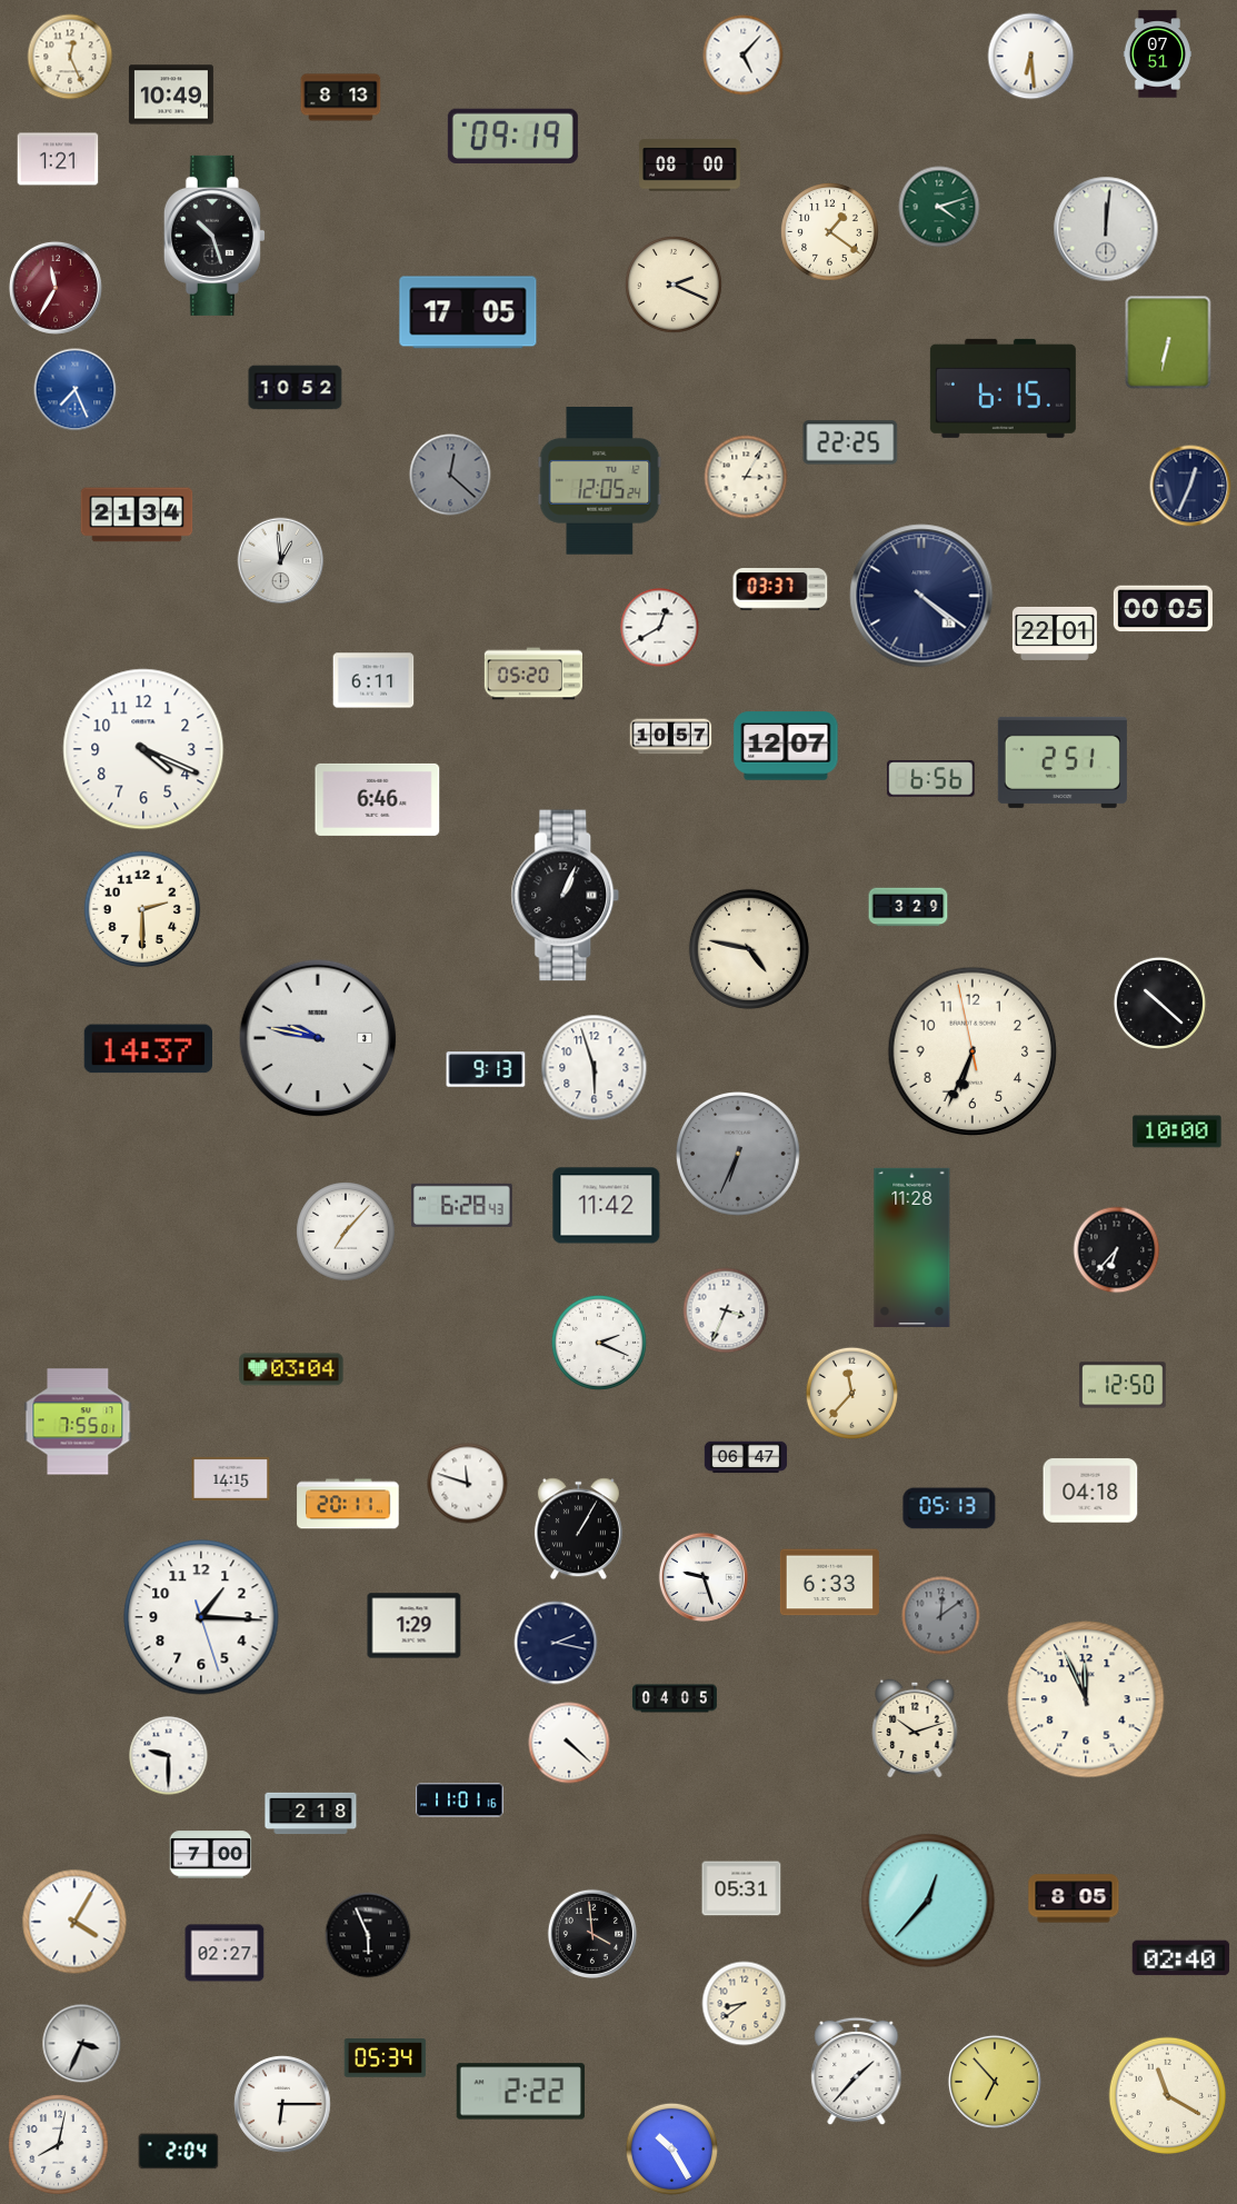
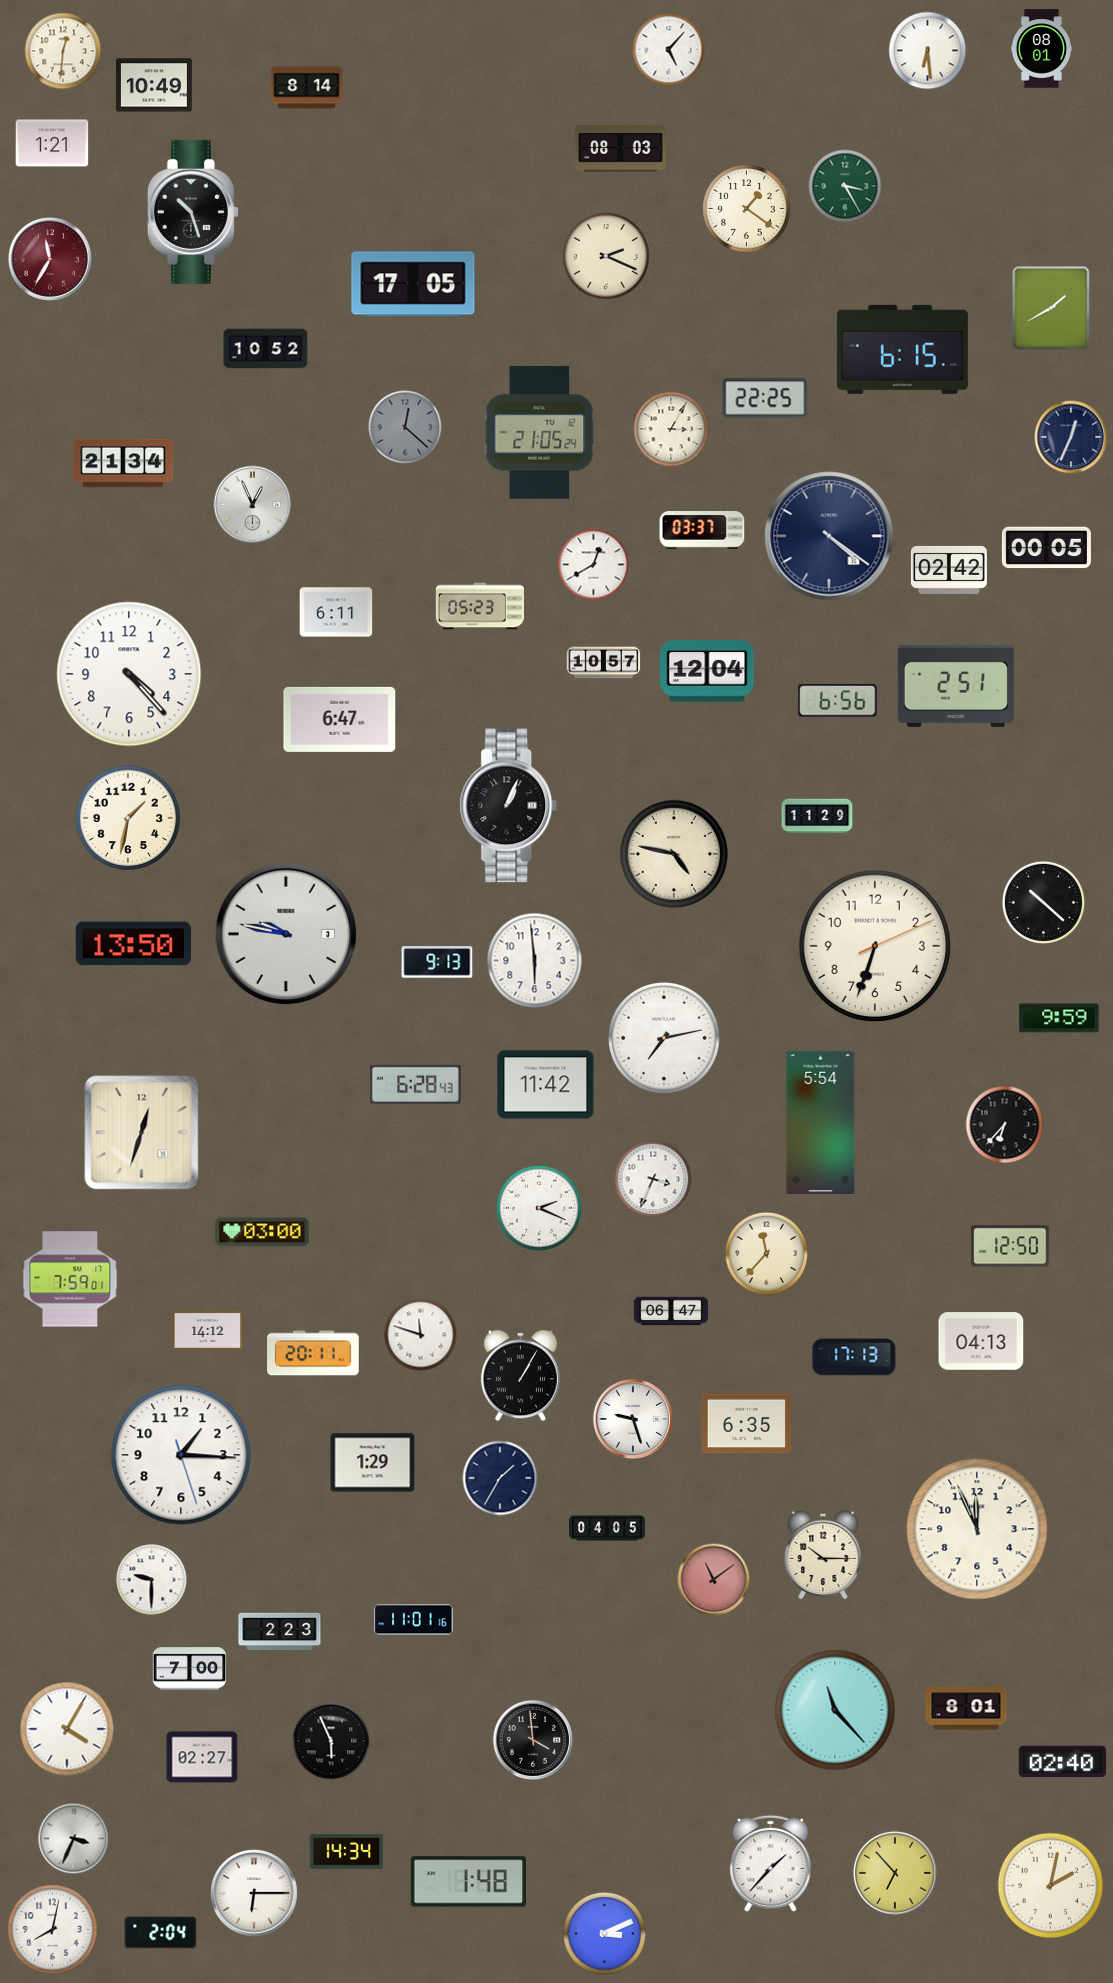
clock at (1157, 54): 07:51 -> 08:01
clock at (70, 57): 12:26 -> 12:31
clock at (341, 98): 8:13 -> 8:14
clock at (512, 136): 09:19 -> none
clock at (690, 166): 08:00 -> 08:03
clock at (939, 207): 4:12 -> 3:25
clock at (1106, 229): 12:01 -> none
clock at (468, 312) position: (468, 312) -> (413, 284)
clock at (1168, 342): 6:32 -> 1:40
clock at (76, 390): 7:26 -> none
clock at (600, 481): 12:05 -> 21:05
clock at (281, 561): 12:59 -> 12:56
clock at (1055, 634): 22:01 -> 02:42
clock at (532, 674): 05:20 -> 05:23
clock at (786, 746): 12:07 -> 12:04
clock at (143, 749): 4:19 -> 4:23
clock at (378, 799): 6:46 -> 6:47
clock at (908, 907): 3:29 -> 11:29
clock at (142, 909): 2:30 -> 1:32
clock at (148, 1049): 14:37 -> 13:50
clock at (972, 1051): 6:33:58 -> 6:33:11
clock at (595, 1068): 5:57 -> 5:59
clock at (1177, 1131): 10:00 -> 9:59
clock at (739, 1155): 6:34 -> 7:13
clock at (739, 1155) dial: grey -> white
clock at (346, 1231): 7:07 -> none
clock at (912, 1247): 11:28 -> 5:54
clock at (142, 1133): none -> 12:33
clock at (291, 1369): 03:04 -> 03:00
clock at (78, 1422): 7:55 -> 7:59
clock at (231, 1478): 14:15 -> 14:12
clock at (1090, 1490): 04:18 -> 04:13
clock at (949, 1508): 05:13 -> 17:13
clock at (829, 1583): 6:33 -> 6:35
clock at (941, 1616): 12:09 -> none
clock at (556, 1643): 2:17 -> 1:35
clock at (915, 1728): 10:12 -> 10:15
clock at (569, 1743): 4:22 -> none
clock at (714, 1580): none -> 11:09
clock at (311, 1814): 2:18 -> 2:23
clock at (741, 1888): 05:31 -> none
clock at (1074, 1898): 8:05 -> 8:01
clock at (928, 1901): 12:37 -> 11:23
clock at (745, 2004): 8:39 -> none
clock at (386, 2058): 05:34 -> 14:34
clock at (520, 2092): 2:22 -> 1:48
clock at (1168, 2096): 11:20 -> 2:02
clock at (671, 2148): 10:25 -> 3:11
clock at (179, 2152) position: (179, 2152) -> (161, 1933)
